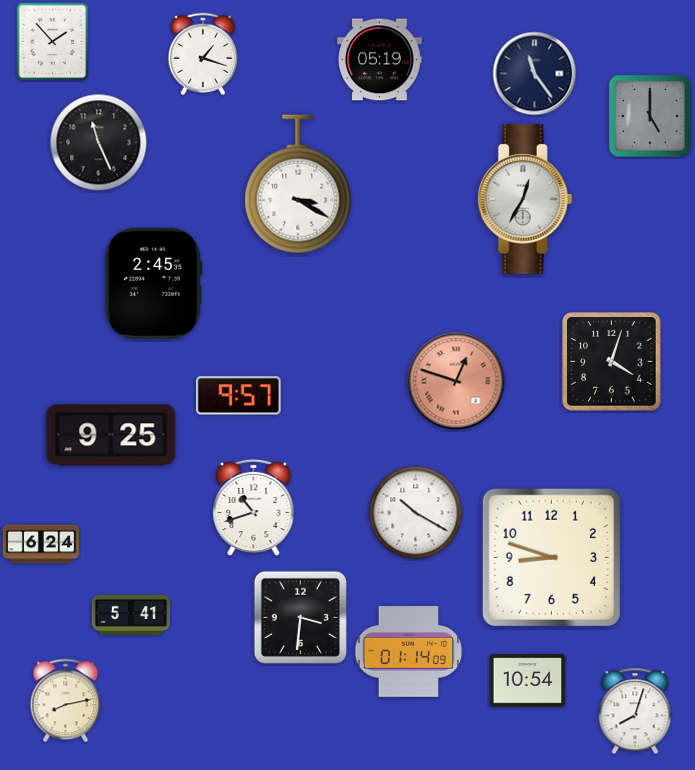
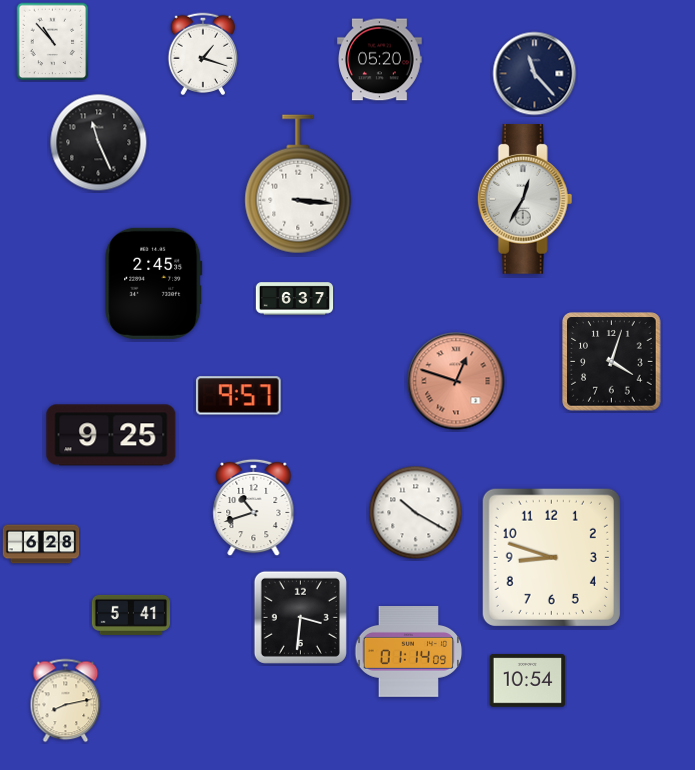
clock at (53, 42): 1:53 -> 10:53
clock at (380, 60): 05:19 -> 05:20
clock at (535, 74): 11:24 -> 11:23
clock at (650, 116): 5:00 -> none
clock at (298, 184): 3:20 -> 3:16
clock at (295, 299): none -> 6:37
clock at (41, 544): 6:24 -> 6:28
clock at (635, 711): 8:03 -> none
